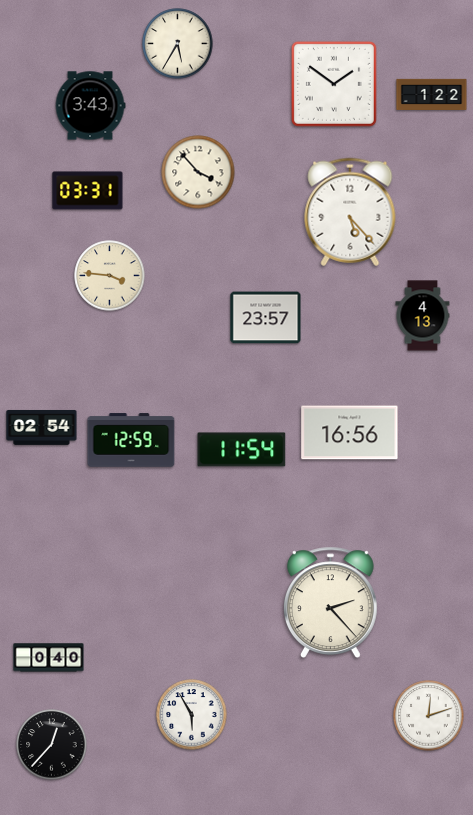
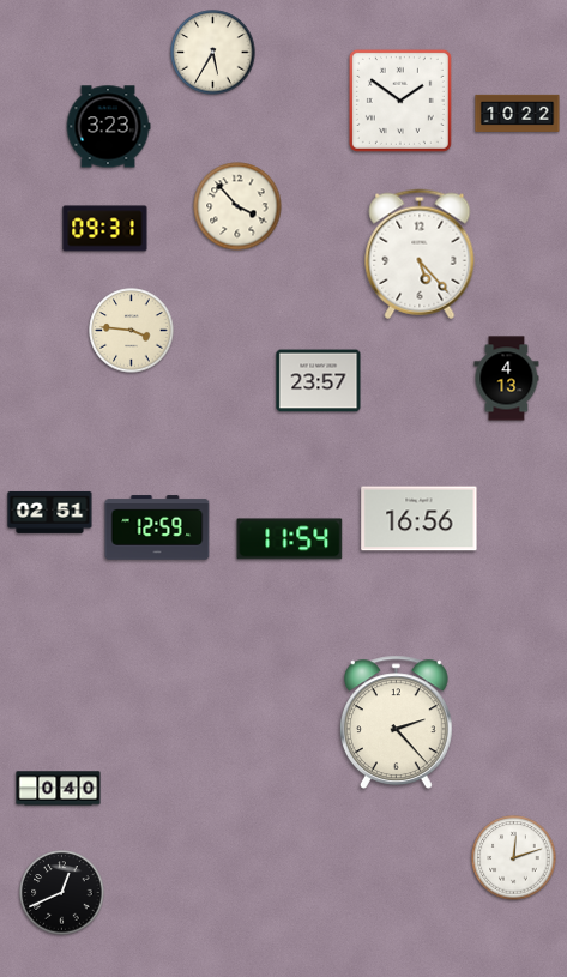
clock at (432, 94): 1:22 -> 10:22
clock at (90, 106): 3:43 -> 3:23
clock at (88, 191): 03:31 -> 09:31
clock at (42, 427): 02:54 -> 02:51
clock at (192, 715): 5:55 -> none
clock at (52, 745): 12:37 -> 12:41
